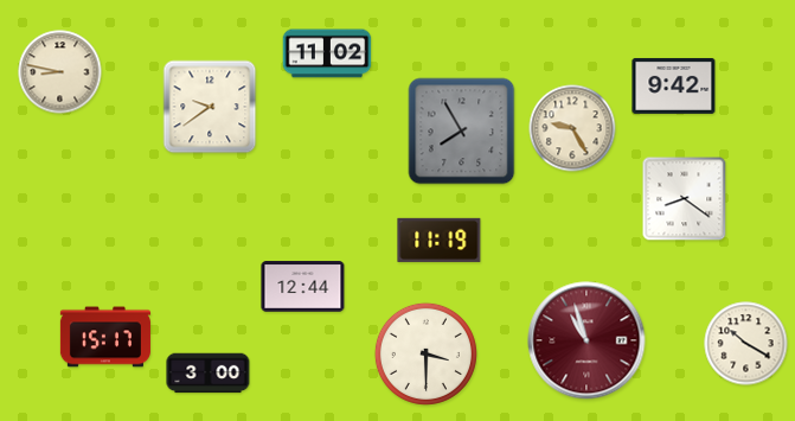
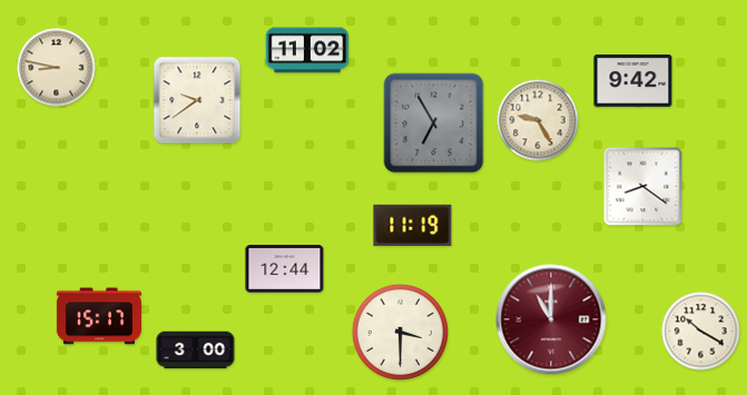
clock at (462, 132): 7:55 -> 6:55
clock at (586, 340): 10:57 -> 11:00
clock at (746, 344) position: (746, 344) -> (701, 332)
